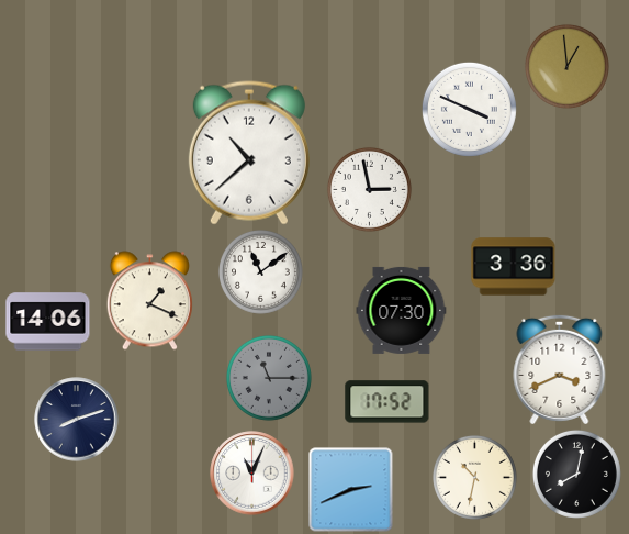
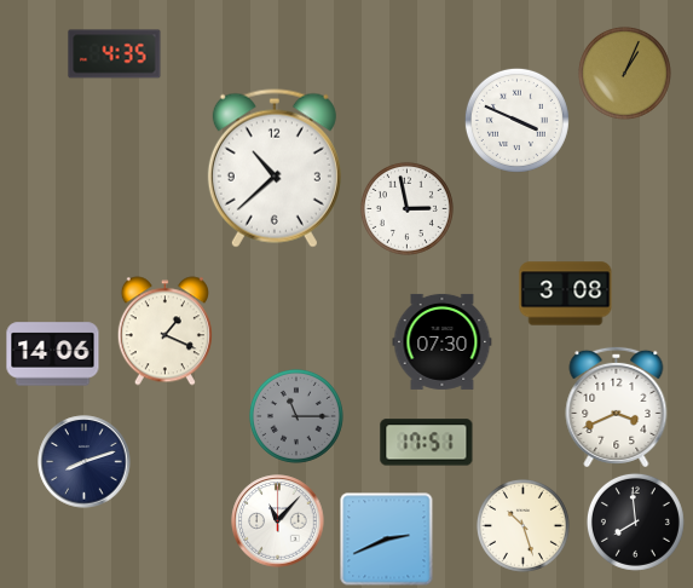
clock at (115, 54): none -> 4:35
clock at (566, 66): 12:59 -> 1:04
clock at (514, 267): 3:36 -> 3:08
clock at (260, 271): 11:09 -> none
clock at (387, 402): 17:52 -> 17:51
clock at (252, 474): 11:04 -> 11:07
clock at (576, 474): 8:02 -> 7:59
clock at (474, 477): 10:32 -> 10:27
